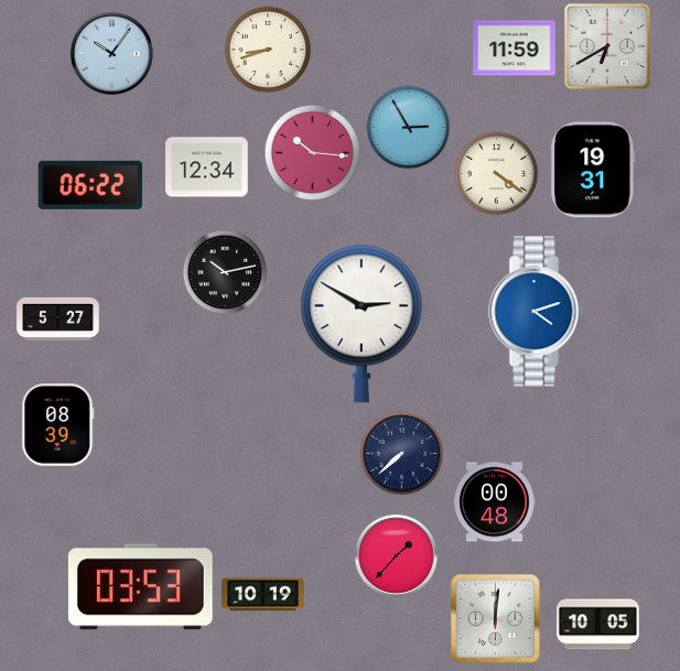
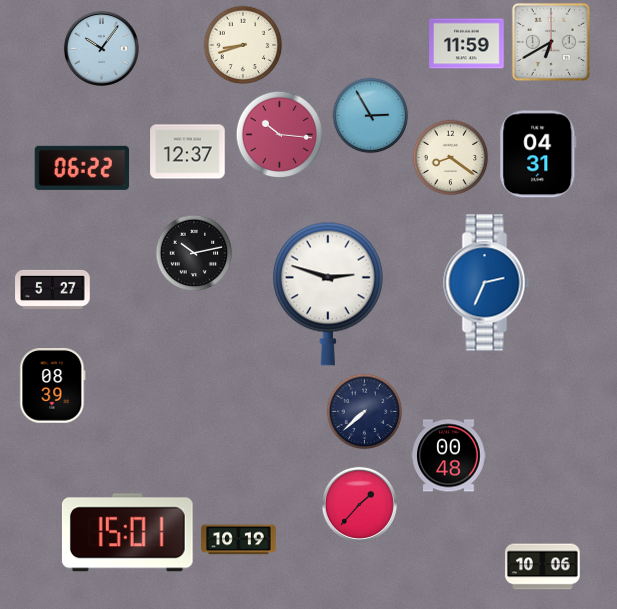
clock at (313, 153) position: (313, 153) -> (280, 135)
clock at (207, 167): 12:34 -> 12:37
clock at (593, 170): 19:31 -> 04:31
clock at (497, 174): 4:21 -> 8:21
clock at (225, 272) position: (225, 272) -> (194, 253)
clock at (537, 312): 4:12 -> 2:34
clock at (361, 324): 2:50 -> 2:48
clock at (140, 587): 03:53 -> 15:01
clock at (495, 618): 12:01 -> none
clock at (598, 625): 10:05 -> 10:06
